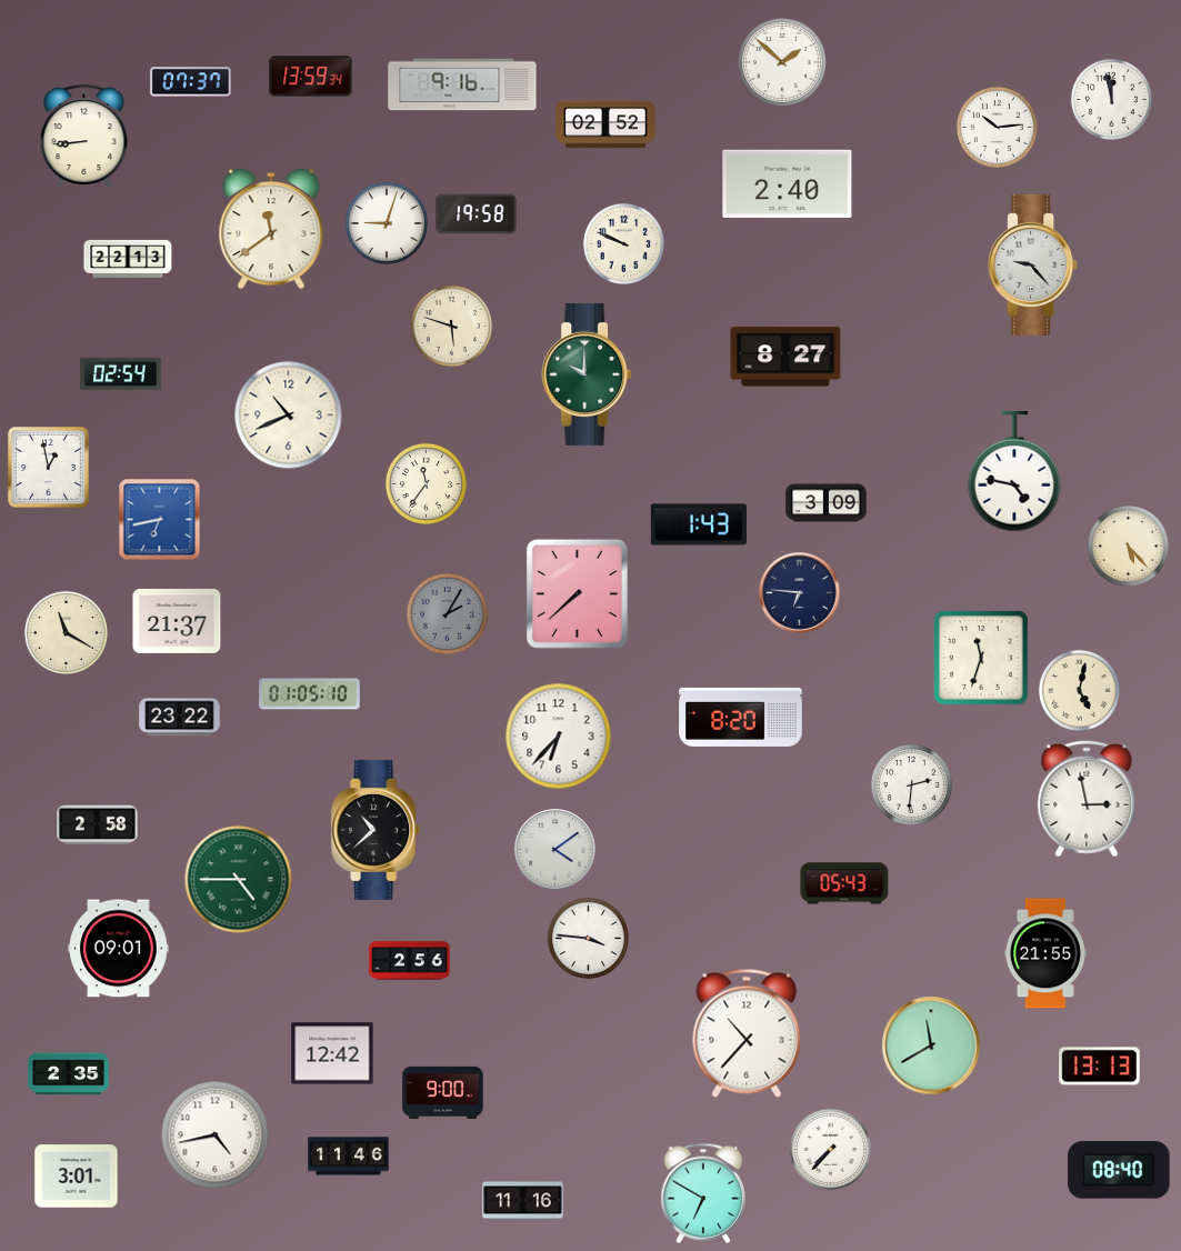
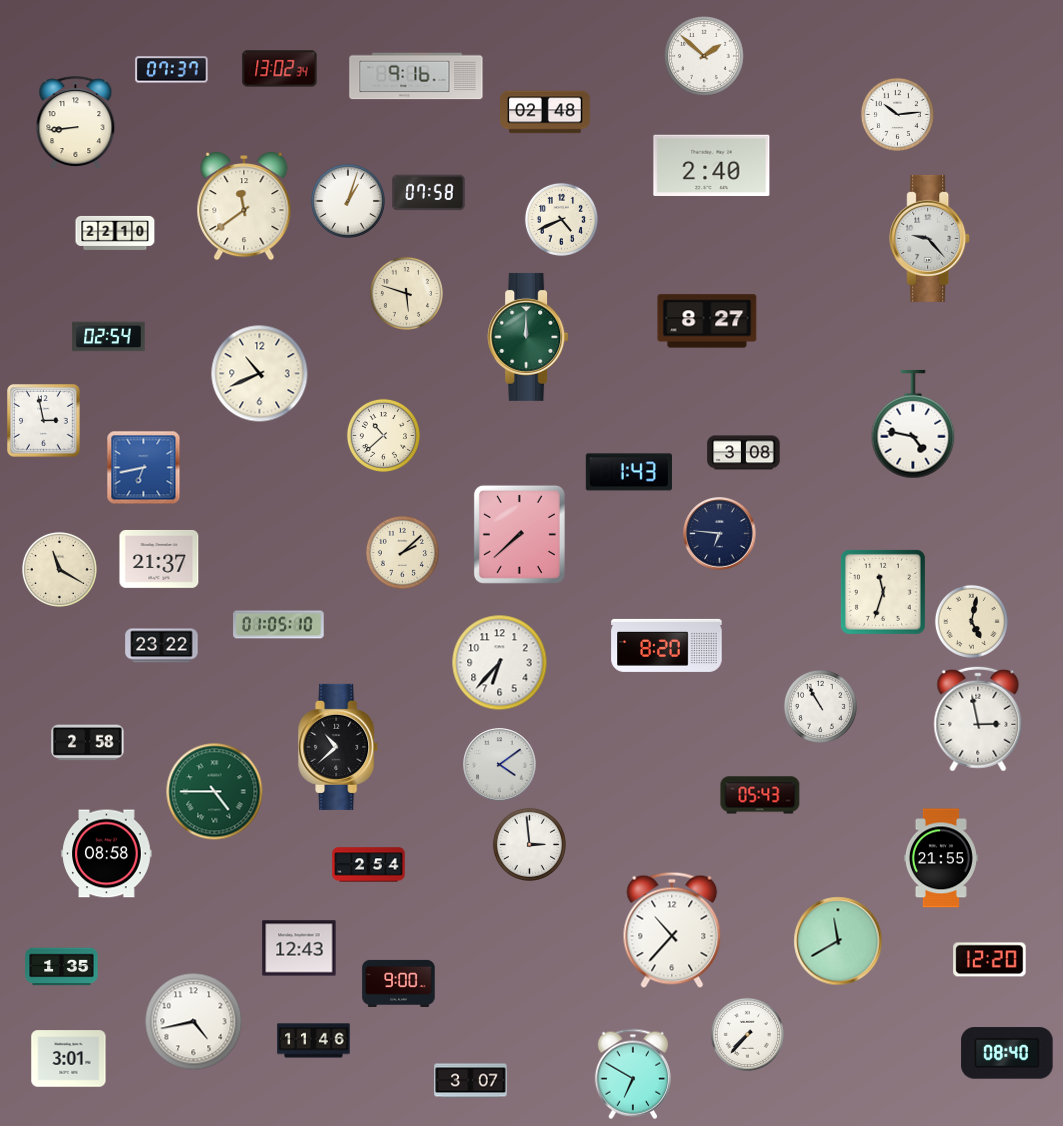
clock at (311, 77): 13:59 -> 13:02
clock at (191, 82) position: (191, 82) -> (172, 70)
clock at (1111, 99): 11:58 -> none
clock at (605, 124): 02:52 -> 02:48
clock at (788, 184) position: (788, 184) -> (712, 166)
clock at (477, 214): 19:58 -> 07:58
clock at (387, 223): 9:03 -> 1:03
clock at (623, 243): 9:49 -> 4:41
clock at (128, 259): 22:13 -> 22:10
clock at (587, 374): 10:00 -> 12:00
clock at (49, 468): 12:58 -> 2:58
clock at (426, 483): 11:36 -> 10:38
clock at (827, 503): 3:09 -> 3:08
clock at (1128, 546): 5:23 -> none
clock at (447, 613): 2:05 -> 2:08
clock at (447, 613) dial: grey -> cream
clock at (559, 737) position: (559, 737) -> (500, 663)
clock at (911, 784): 2:31 -> 10:55
clock at (588, 938): 3:46 -> 2:59
clock at (119, 949): 09:01 -> 08:58
clock at (410, 961): 2:56 -> 2:54
clock at (332, 1053): 12:42 -> 12:43
clock at (1100, 1067): 13:13 -> 12:20
clock at (69, 1074): 2:35 -> 1:35
clock at (523, 1201): 11:16 -> 3:07
